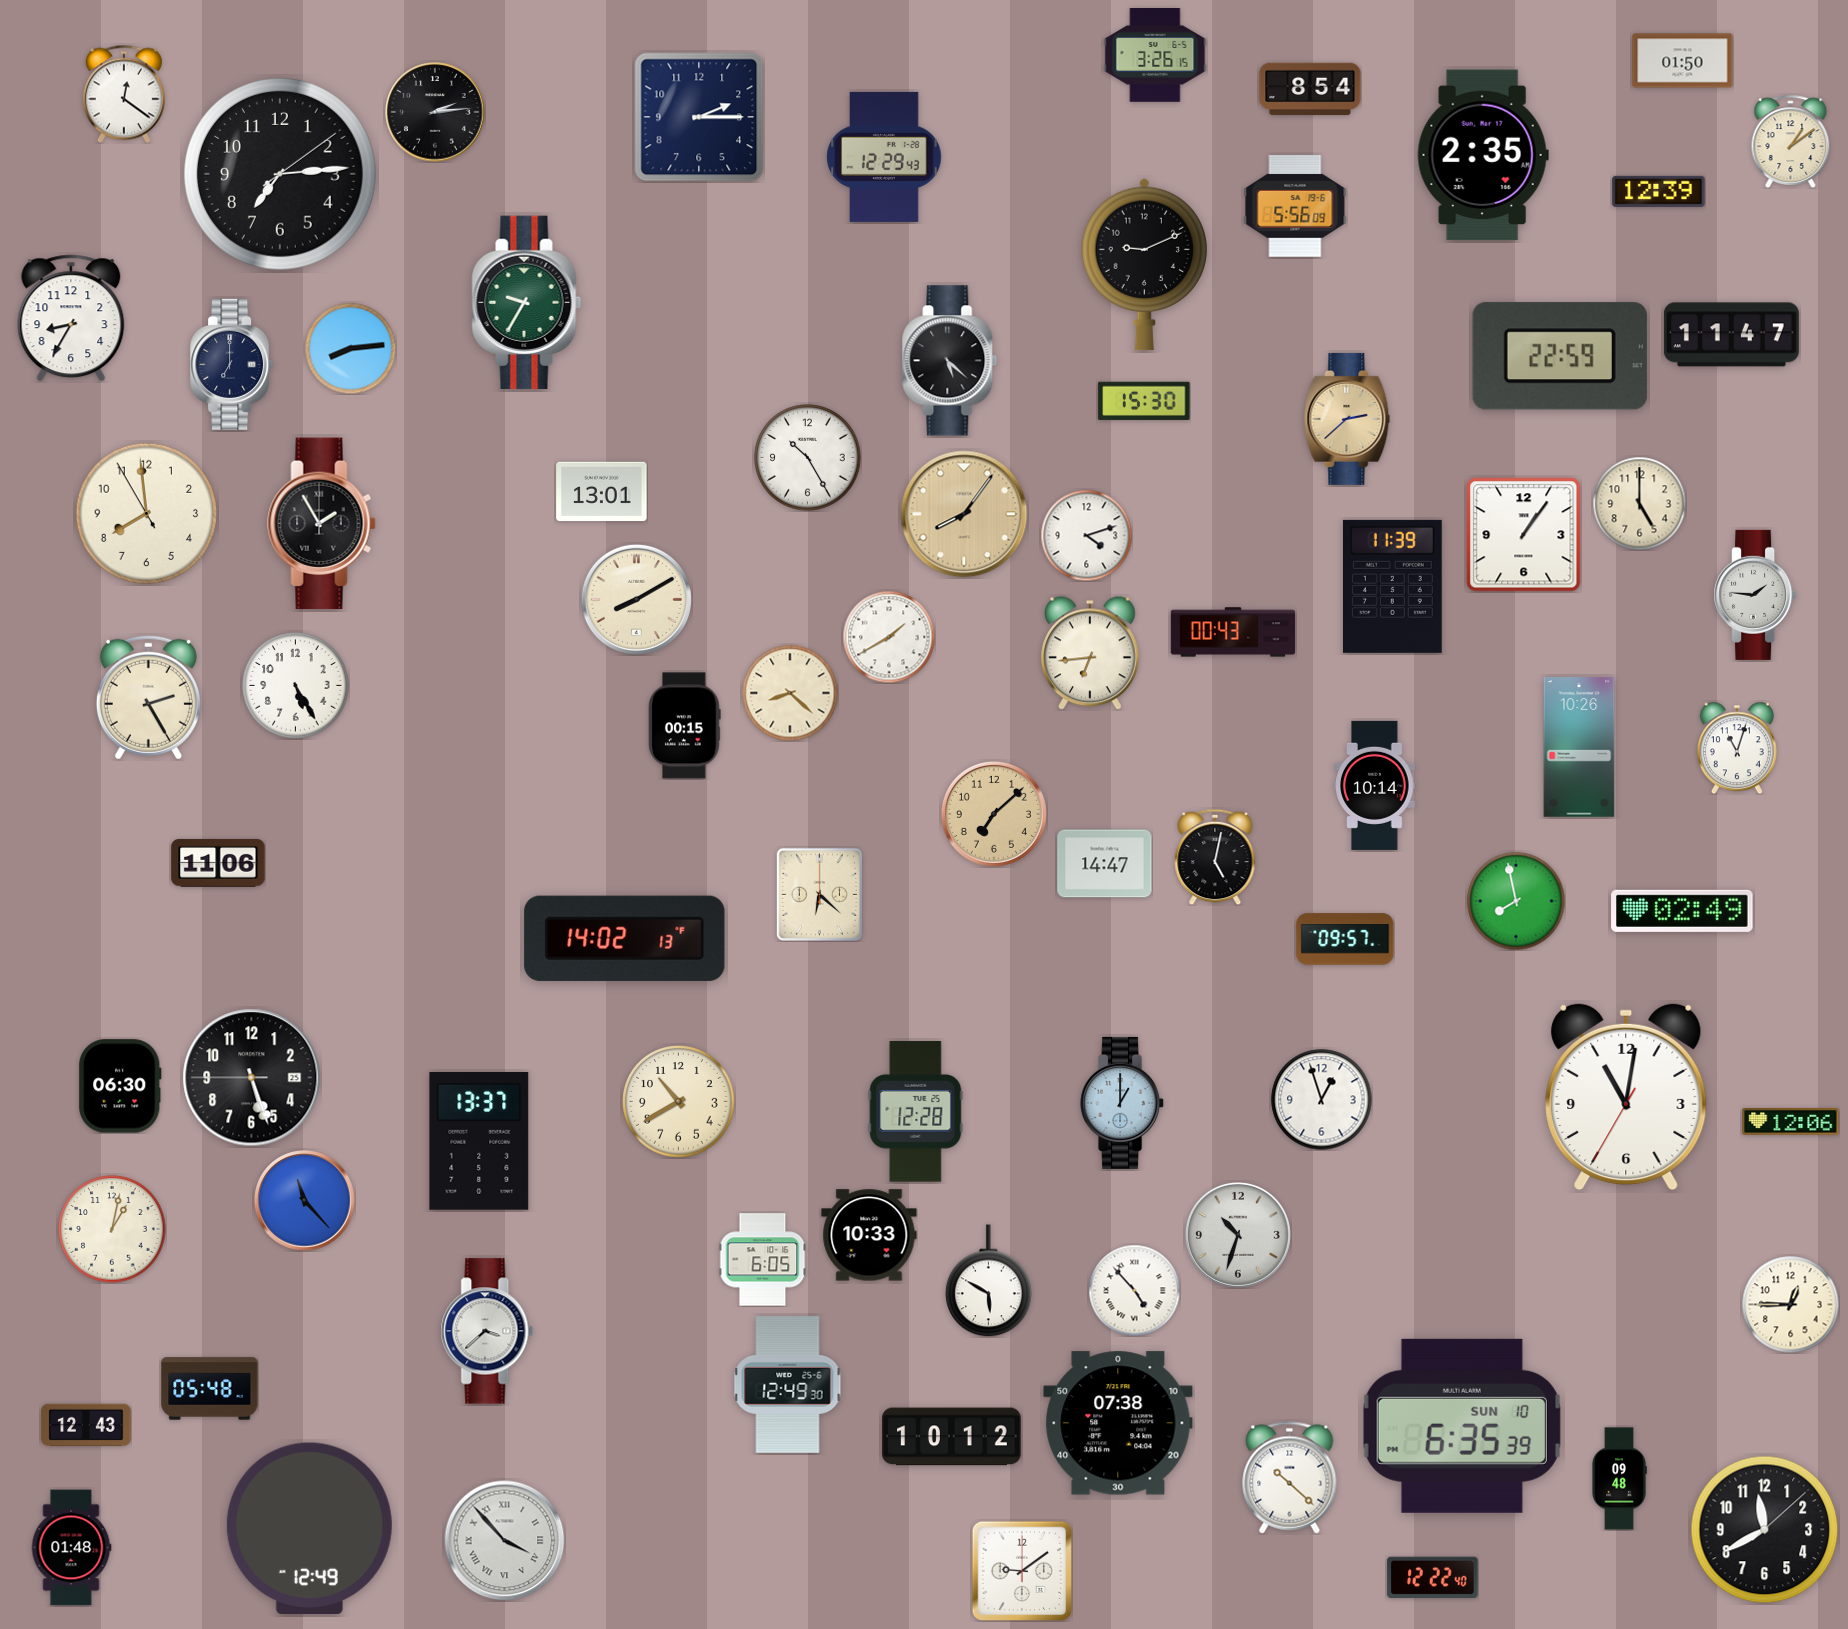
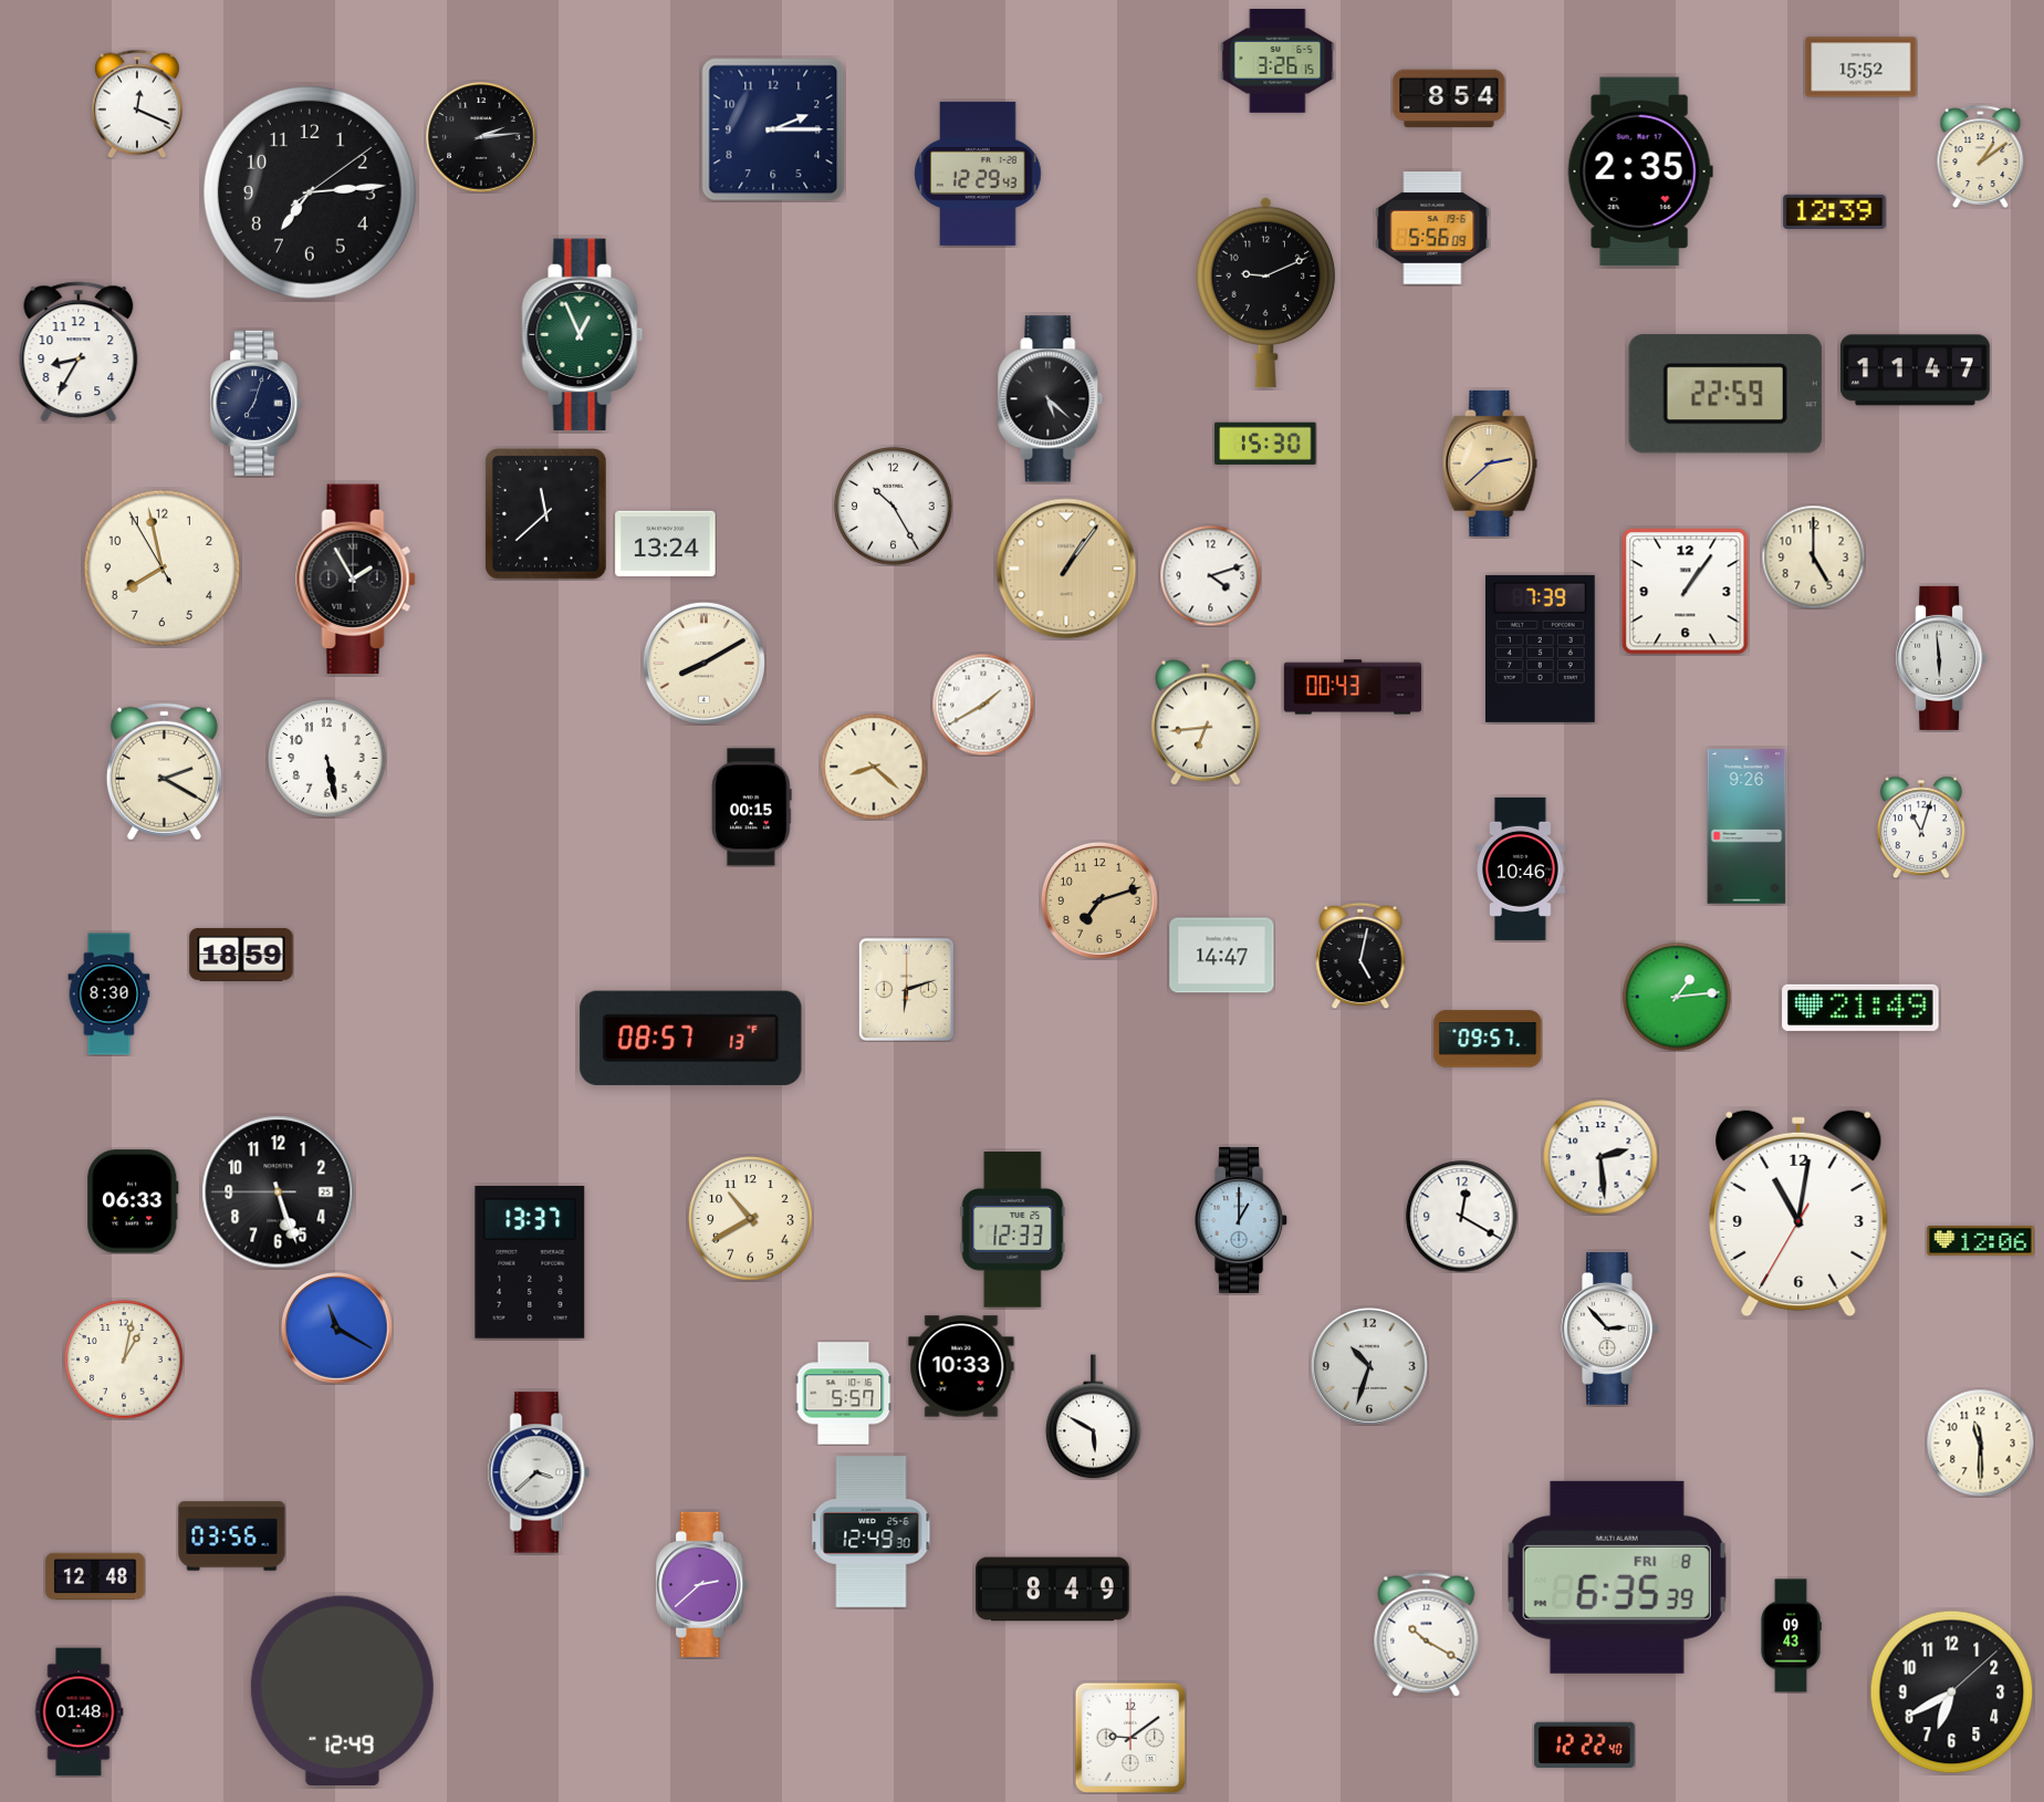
clock at (1683, 61): 01:50 -> 15:52
clock at (124, 94): 12:21 -> 12:19
clock at (435, 112) position: (435, 112) -> (481, 137)
clock at (527, 303): 9:35 -> 12:56
clock at (350, 348): 8:14 -> none
clock at (232, 364): 7:00 -> 7:03
clock at (546, 514): none -> 11:38
clock at (602, 492): 13:01 -> 13:24
clock at (147, 514): 7:58 -> 7:57
clock at (964, 514): 8:06 -> 1:06
clock at (1086, 535) position: (1086, 535) -> (1210, 575)
clock at (1392, 586): 11:39 -> 7:39
clock at (1755, 595): 1:46 -> 5:59
clock at (1233, 632) position: (1233, 632) -> (1353, 687)
clock at (296, 686): 5:25 -> 5:28
clock at (148, 697): 2:25 -> 2:20
clock at (685, 726) position: (685, 726) -> (752, 808)
clock at (1579, 747): 10:26 -> 9:26
clock at (1375, 785): 10:14 -> 10:46
clock at (994, 814): 7:08 -> 7:12
clock at (1215, 857) position: (1215, 857) -> (1360, 956)
clock at (218, 863): 11:06 -> 18:59
clock at (819, 894): 6:22 -> 6:12
clock at (109, 994): none -> 8:30
clock at (1516, 901): 7:58 -> 1:14
clock at (1682, 911): 02:49 -> 21:49
clock at (625, 938): 14:02 -> 08:57
clock at (1600, 1157): none -> 2:29
clock at (120, 1086): 06:30 -> 06:33
clock at (1322, 1100): 12:57 -> 12:20
clock at (916, 1112): 12:28 -> 12:33
clock at (305, 1201): 11:23 -> 11:20
clock at (1609, 1330): none -> 2:53
clock at (763, 1260): 6:05 -> 5:57
clock at (1134, 1290): 4:53 -> none
clock at (1790, 1304): 12:45 -> 11:30
clock at (210, 1389): 05:48 -> 03:56
clock at (1118, 1423): 07:38 -> none
clock at (86, 1425): 12:43 -> 12:48
clock at (1462, 1426) date: SUN 10 -> FRI 8
clock at (702, 1584): none -> 2:38
clock at (952, 1437): 10:12 -> 8:49
clock at (1290, 1478): 10:22 -> 10:20
clock at (1619, 1479): 09:48 -> 09:43
clock at (1765, 1530): 11:40 -> 6:40
clock at (505, 1541): 3:53 -> none
